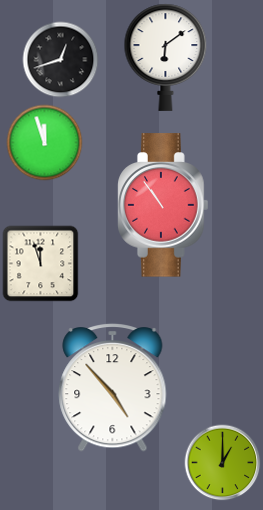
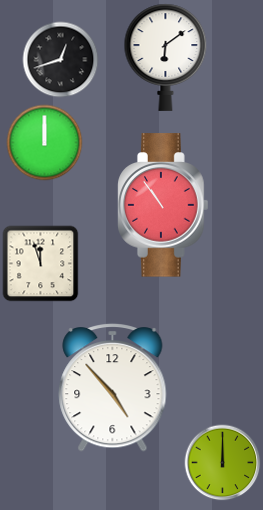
clock at (45, 143): 11:57 -> 12:00
clock at (223, 463): 1:00 -> 12:00
